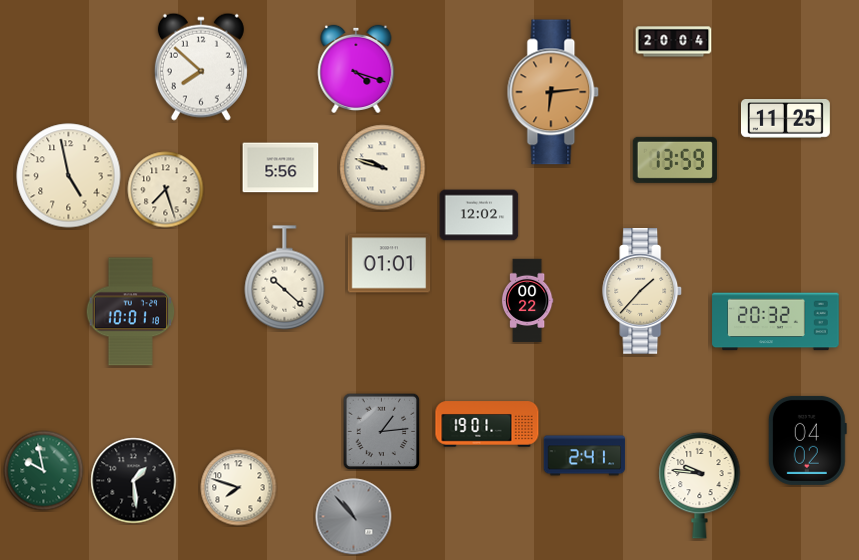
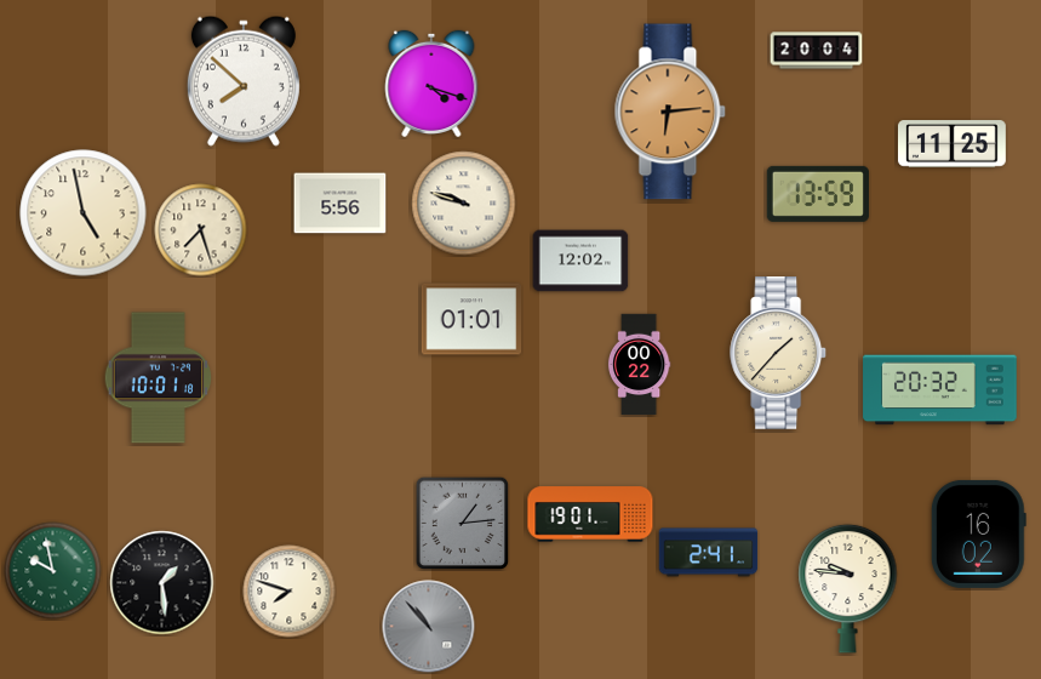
clock at (285, 278): 10:22 -> none
clock at (807, 440): 04:02 -> 16:02
